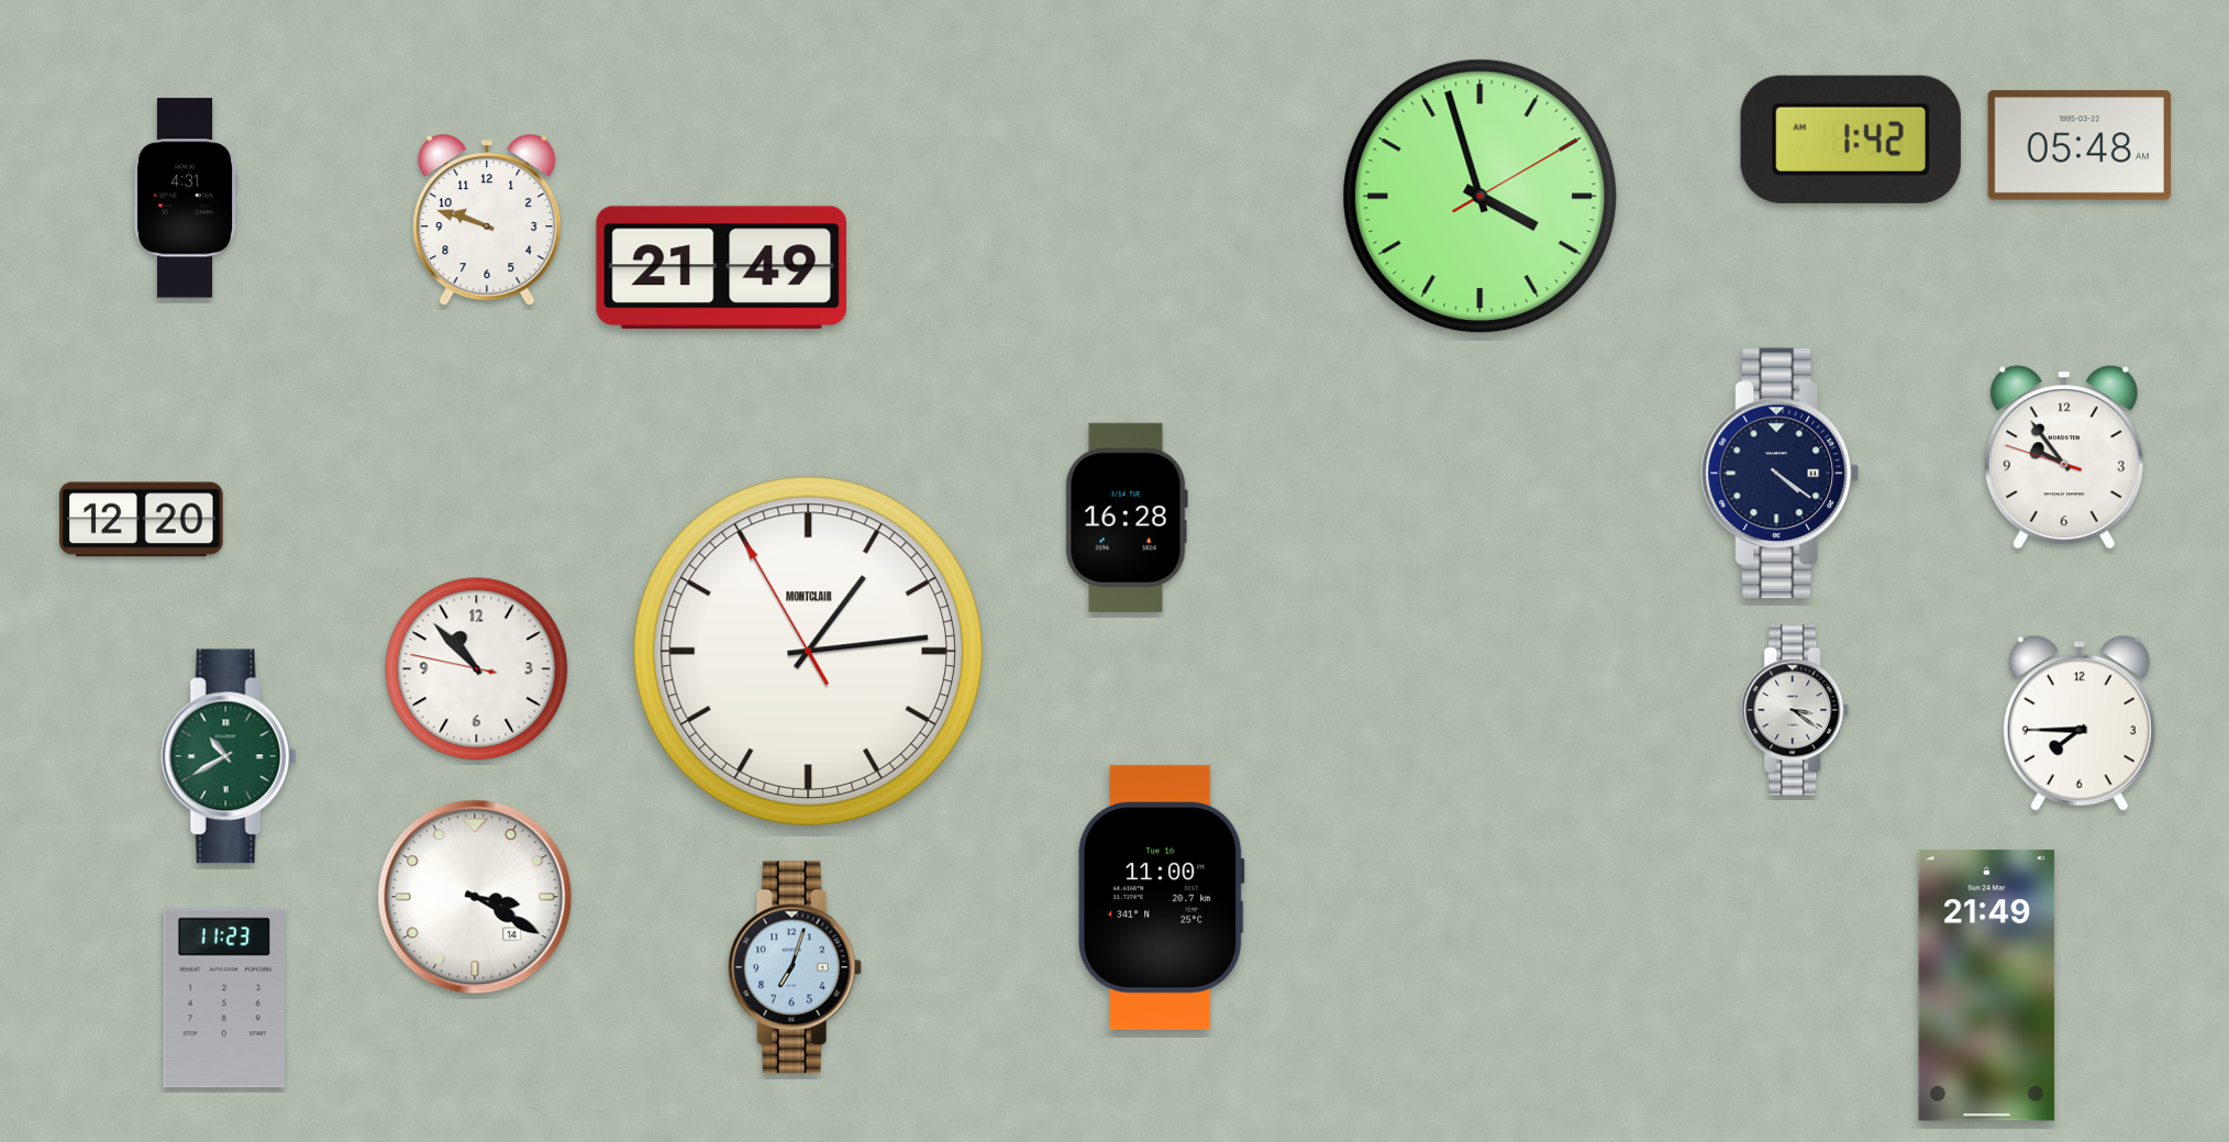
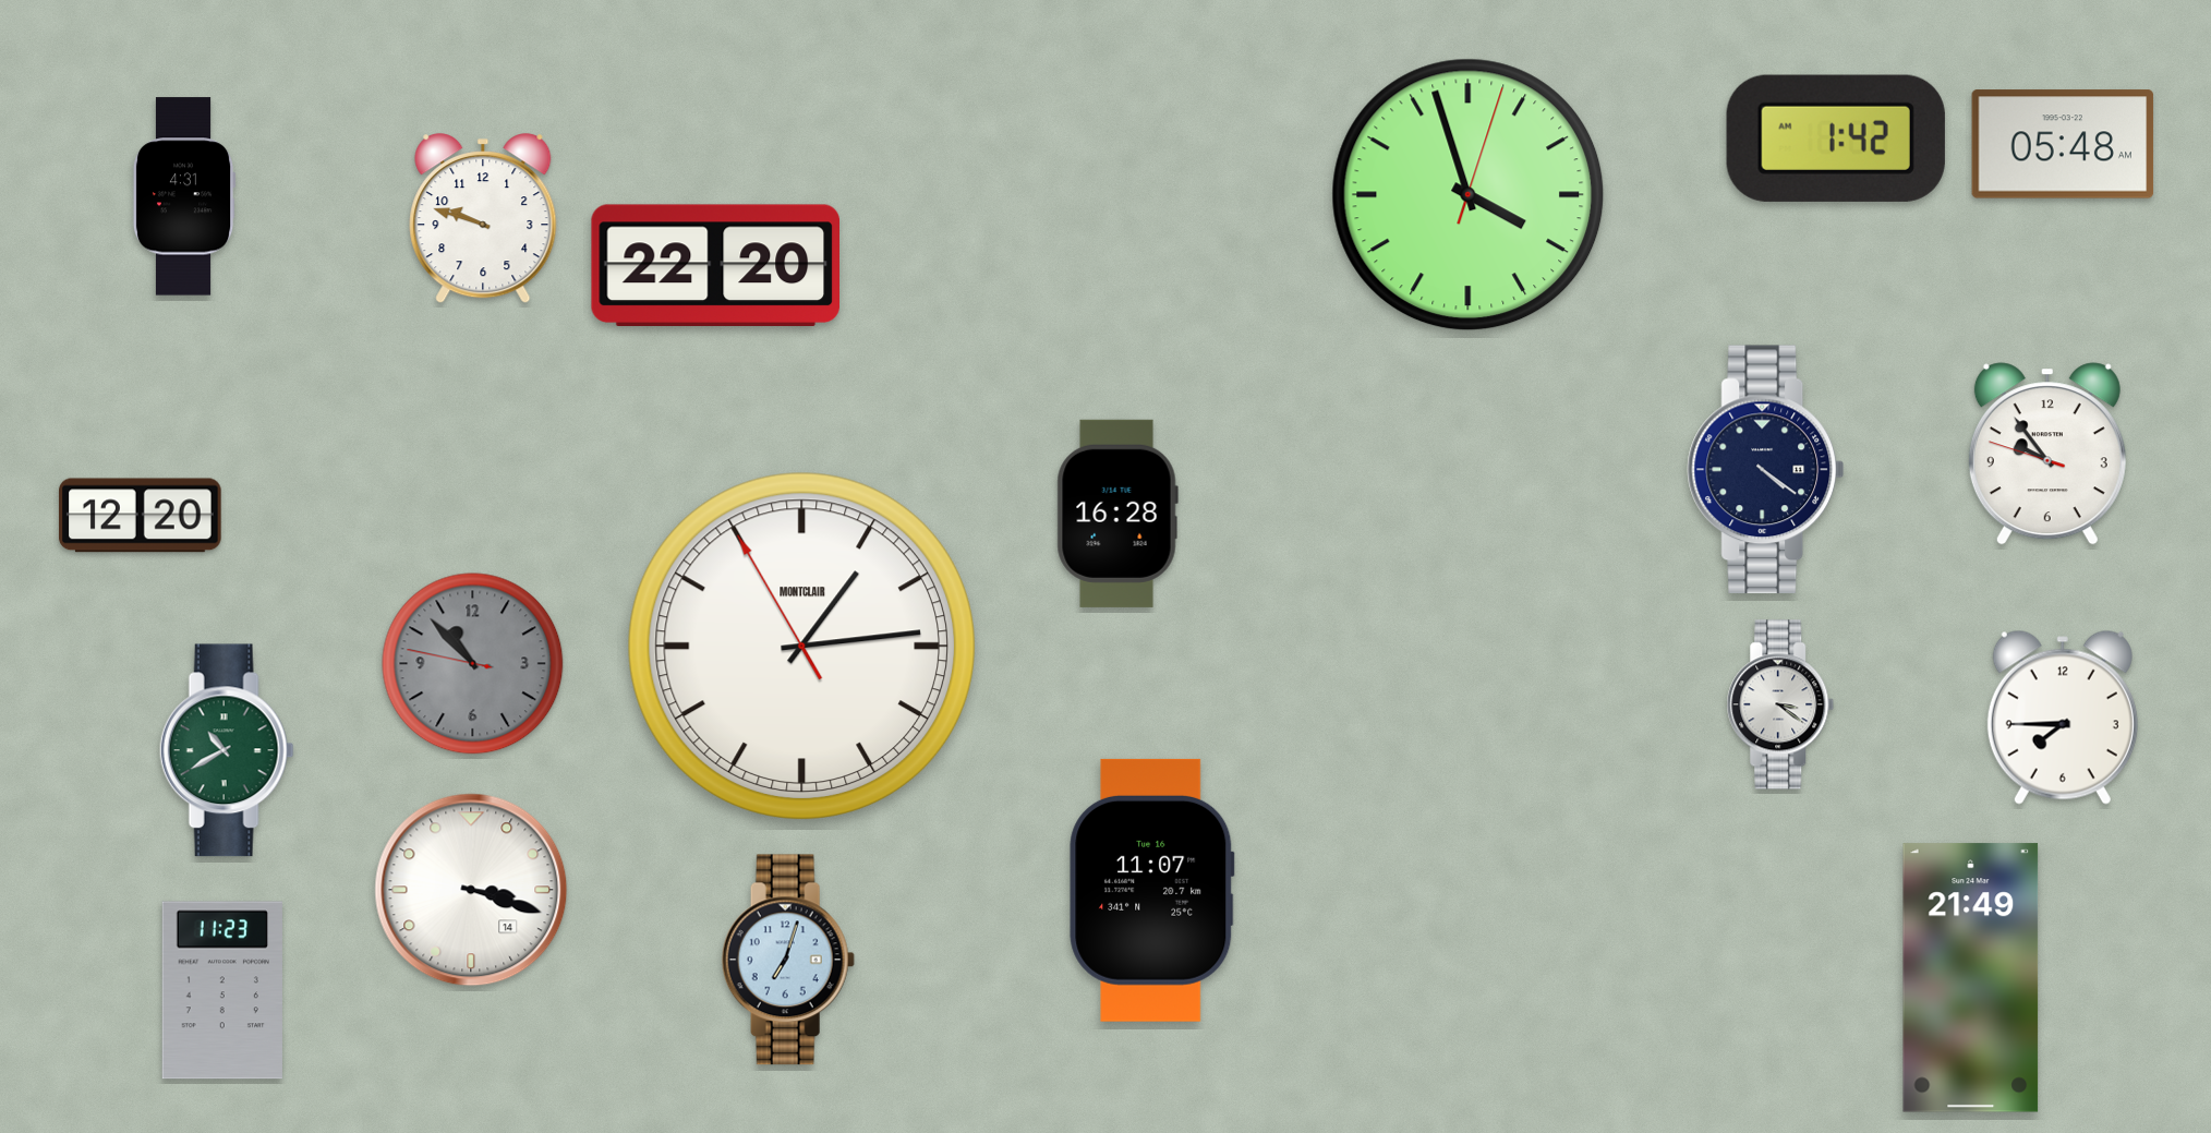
clock at (1481, 197): 3:57:10 -> 3:57:03
clock at (721, 267): 21:49 -> 22:20
clock at (477, 669) dial: white -> grey
clock at (475, 897): 3:20 -> 3:18
clock at (1162, 897): 11:00 -> 11:07
